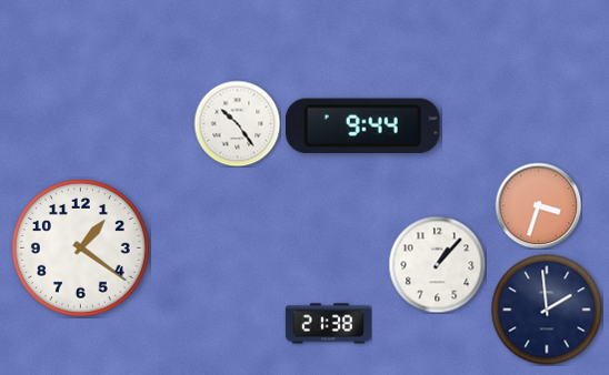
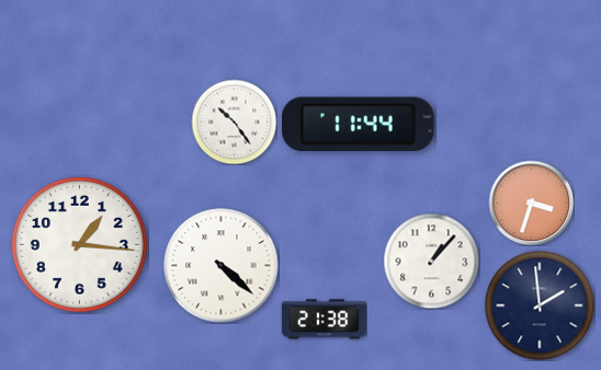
clock at (363, 125): 9:44 -> 11:44
clock at (80, 247): 1:21 -> 1:16
clock at (222, 266): none -> 4:22
